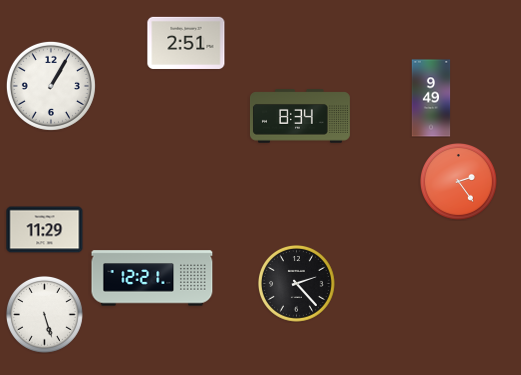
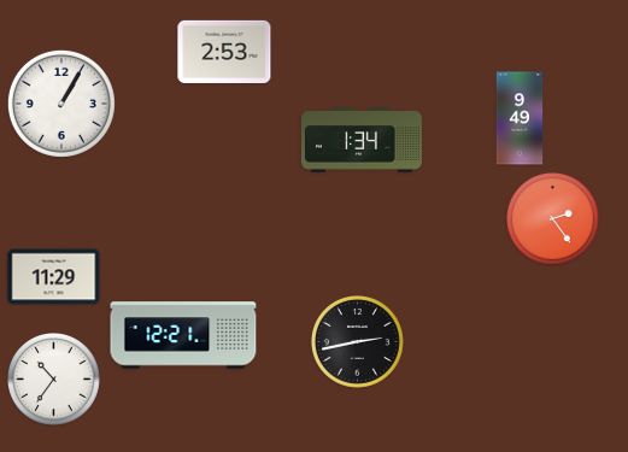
clock at (186, 43): 2:51 -> 2:53
clock at (300, 116): 8:34 -> 1:34
clock at (297, 284): 2:23 -> 2:43
clock at (45, 315): 5:27 -> 10:36
